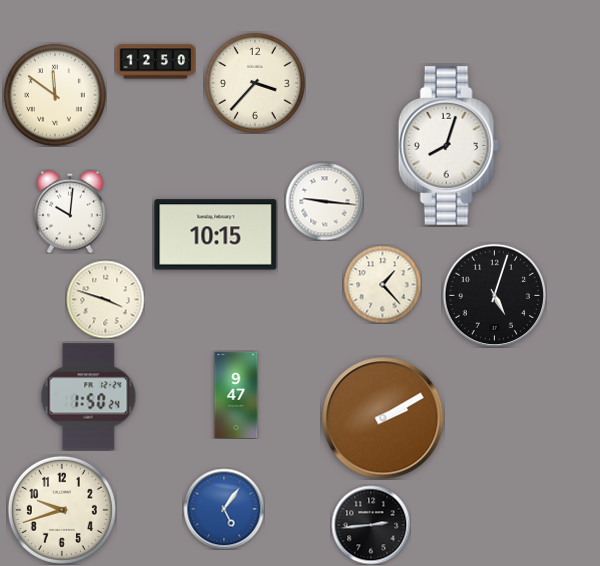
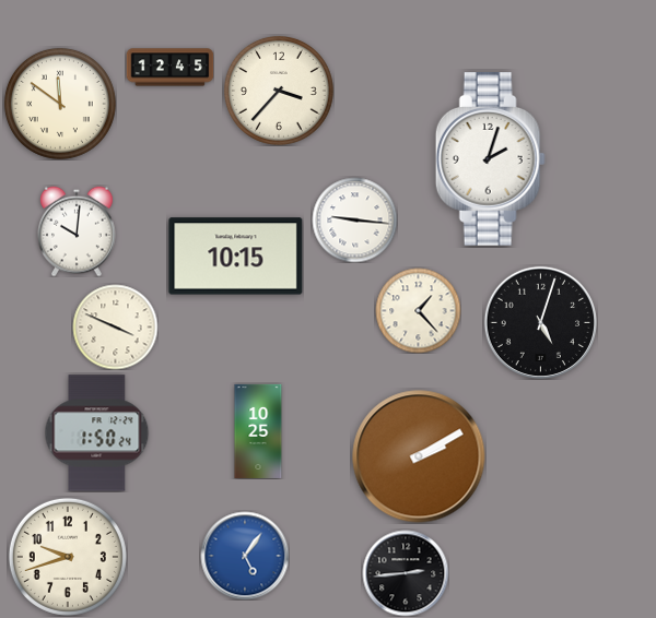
clock at (155, 62): 12:50 -> 12:45
clock at (448, 146): 8:03 -> 2:03
clock at (105, 299): 3:48 -> 3:49
clock at (236, 395): 9:47 -> 10:25
